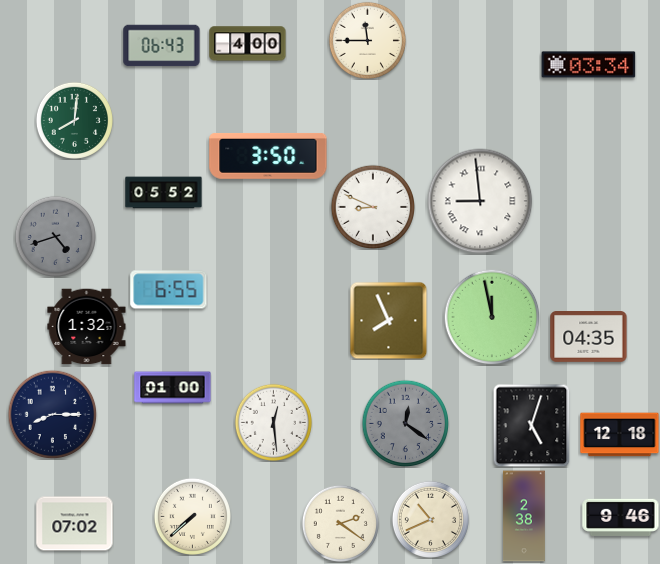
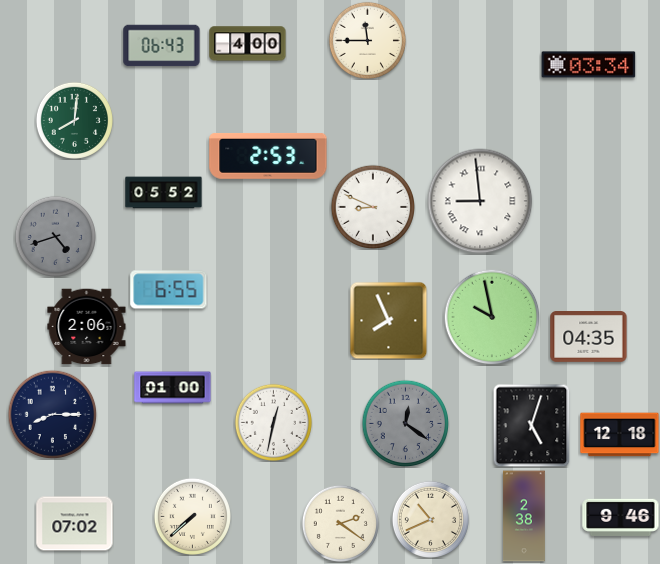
clock at (268, 156): 3:50 -> 2:53
clock at (492, 317): 11:58 -> 9:58
clock at (87, 327): 1:32 -> 2:06
clock at (273, 422): 12:29 -> 12:32
